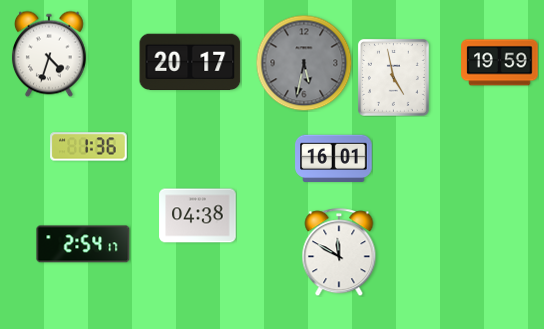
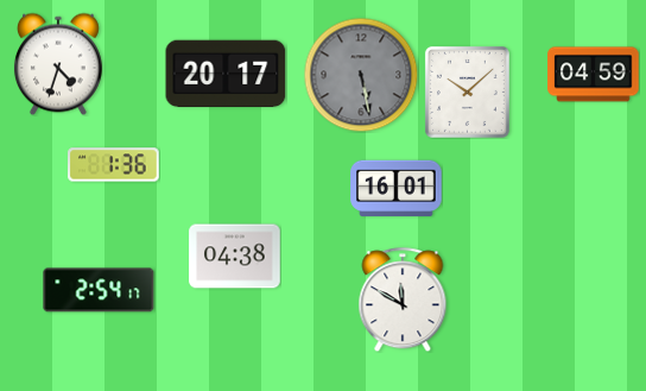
clock at (304, 63): 5:32 -> 5:28
clock at (500, 63): 19:59 -> 04:59
clock at (393, 77): 4:58 -> 10:08
clock at (89, 147) position: (89, 147) -> (114, 165)
